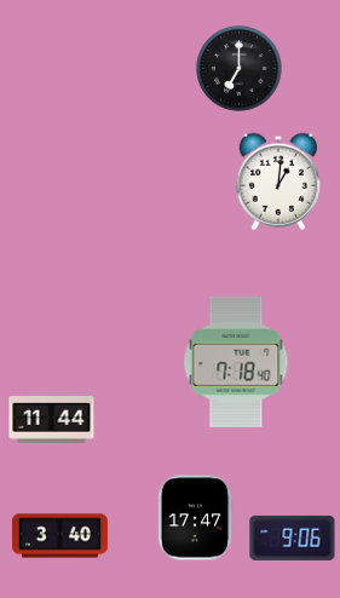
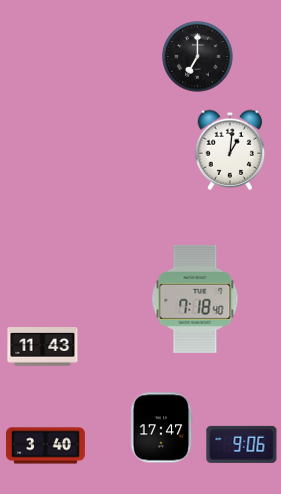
clock at (52, 420): 11:44 -> 11:43
clock at (59, 536) position: (59, 536) -> (45, 446)
